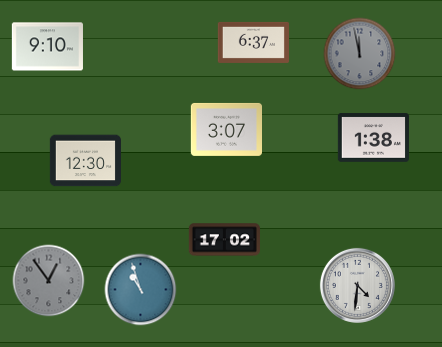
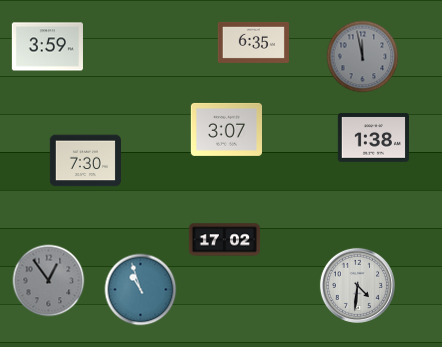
clock at (253, 42): 6:37 -> 6:35
clock at (47, 47): 9:10 -> 3:59
clock at (360, 54) position: (360, 54) -> (363, 57)
clock at (85, 161): 12:30 -> 7:30
